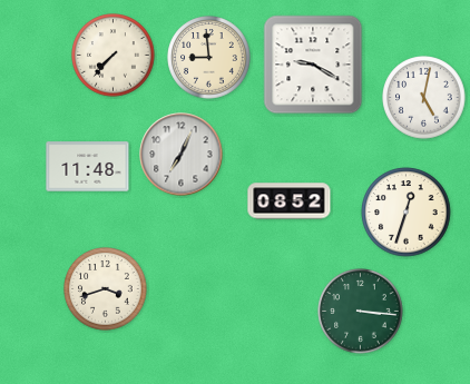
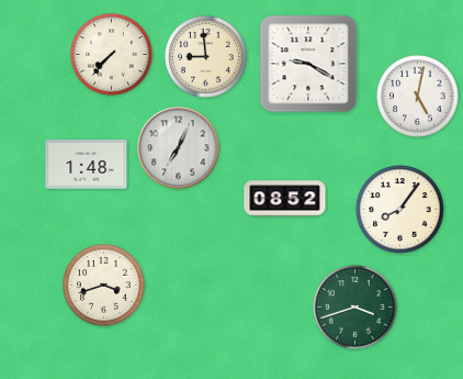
clock at (182, 155) position: (182, 155) -> (179, 148)
clock at (88, 167): 11:48 -> 1:48
clock at (407, 213): 12:33 -> 8:06
clock at (361, 312): 3:16 -> 3:42
